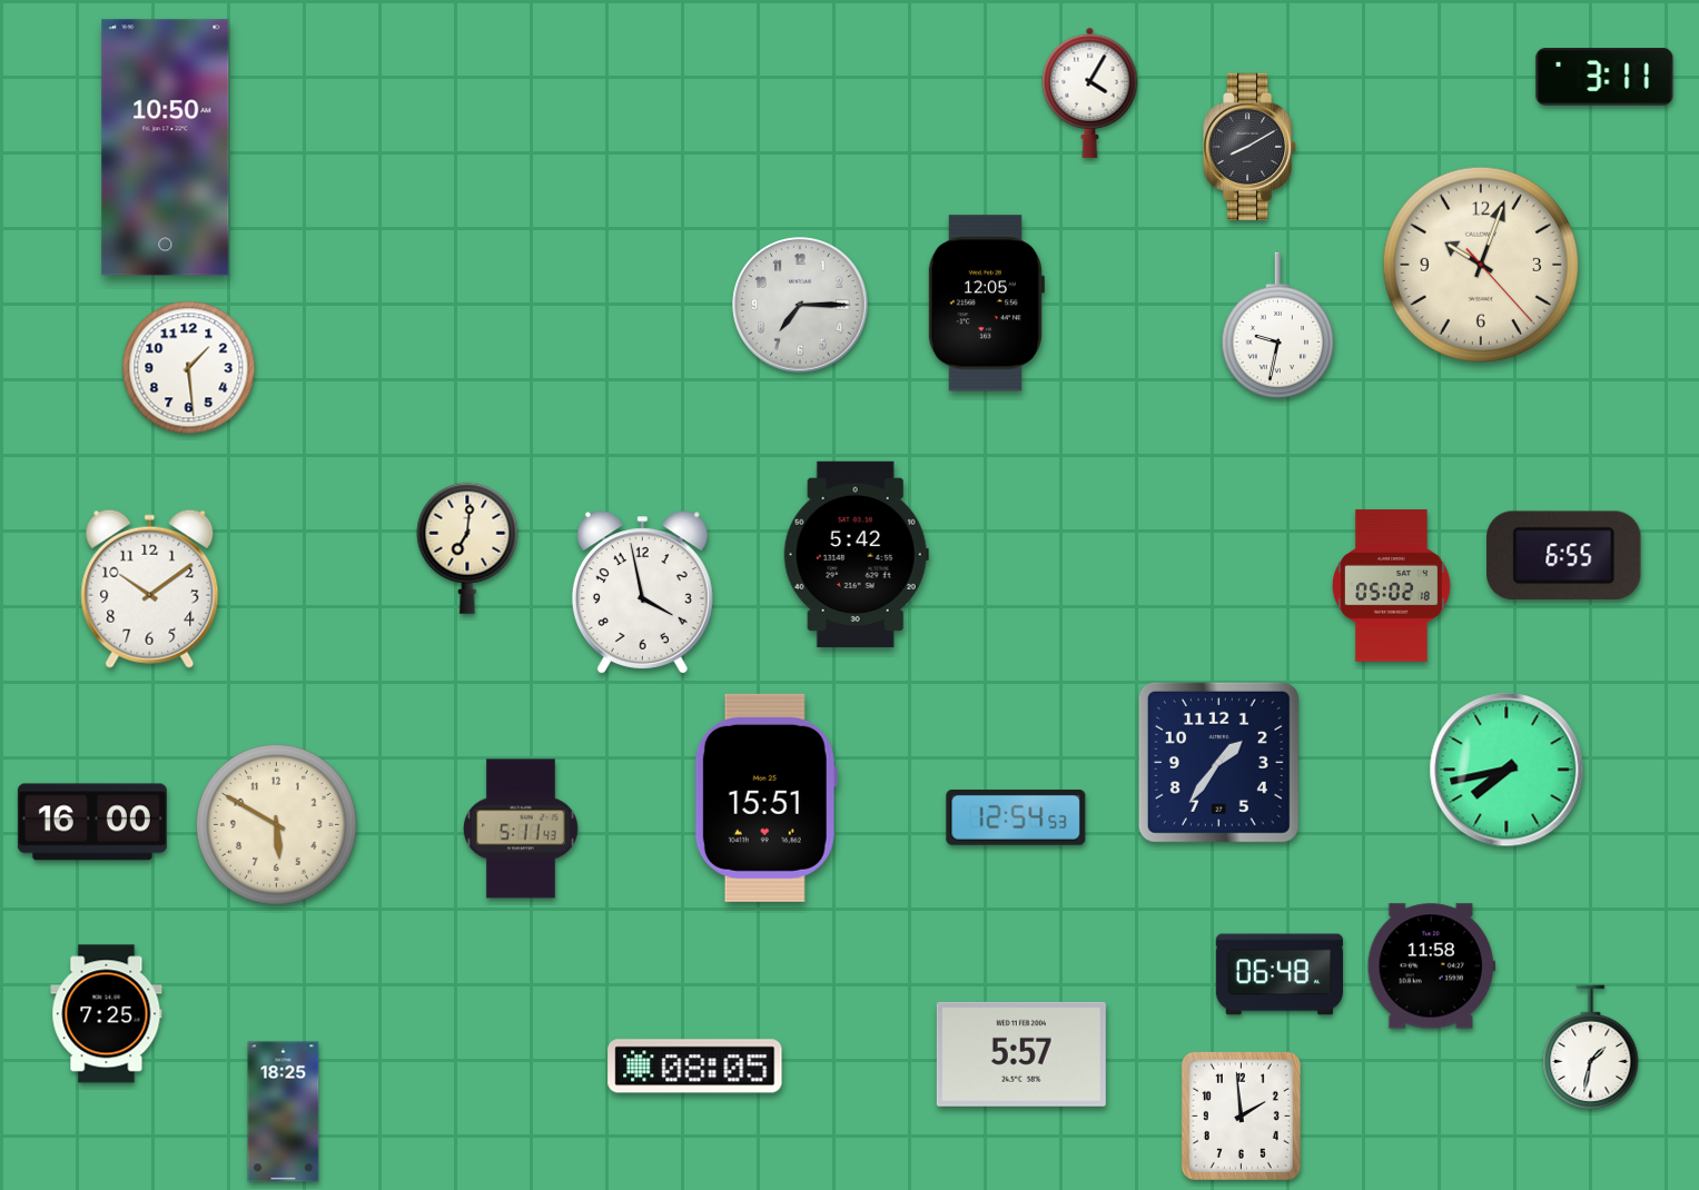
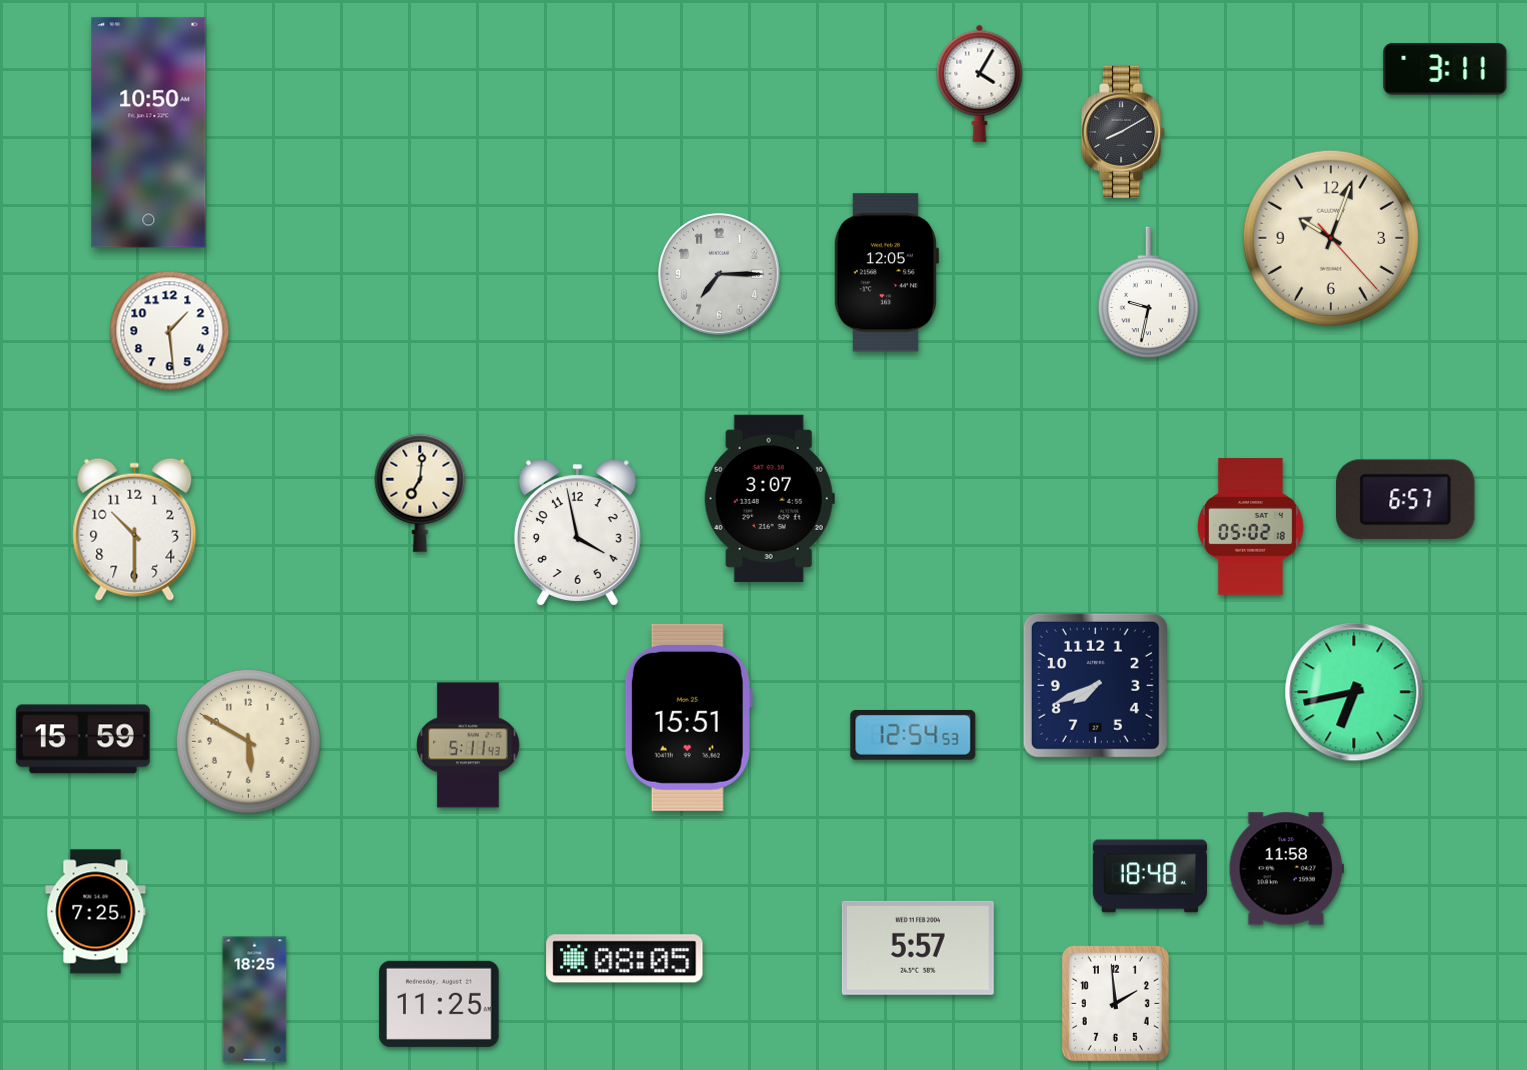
clock at (1604, 77) position: (1604, 77) -> (1445, 69)
clock at (856, 554): 5:42 -> 3:07
clock at (1564, 556): 6:55 -> 6:57
clock at (150, 588): 10:09 -> 10:30
clock at (1218, 762): 1:36 -> 7:41
clock at (1507, 770): 7:43 -> 6:43
clock at (92, 822): 16:00 -> 15:59
clock at (1280, 974): 06:48 -> 18:48
clock at (1591, 1048): 1:32 -> none
clock at (439, 1004): none -> 11:25
